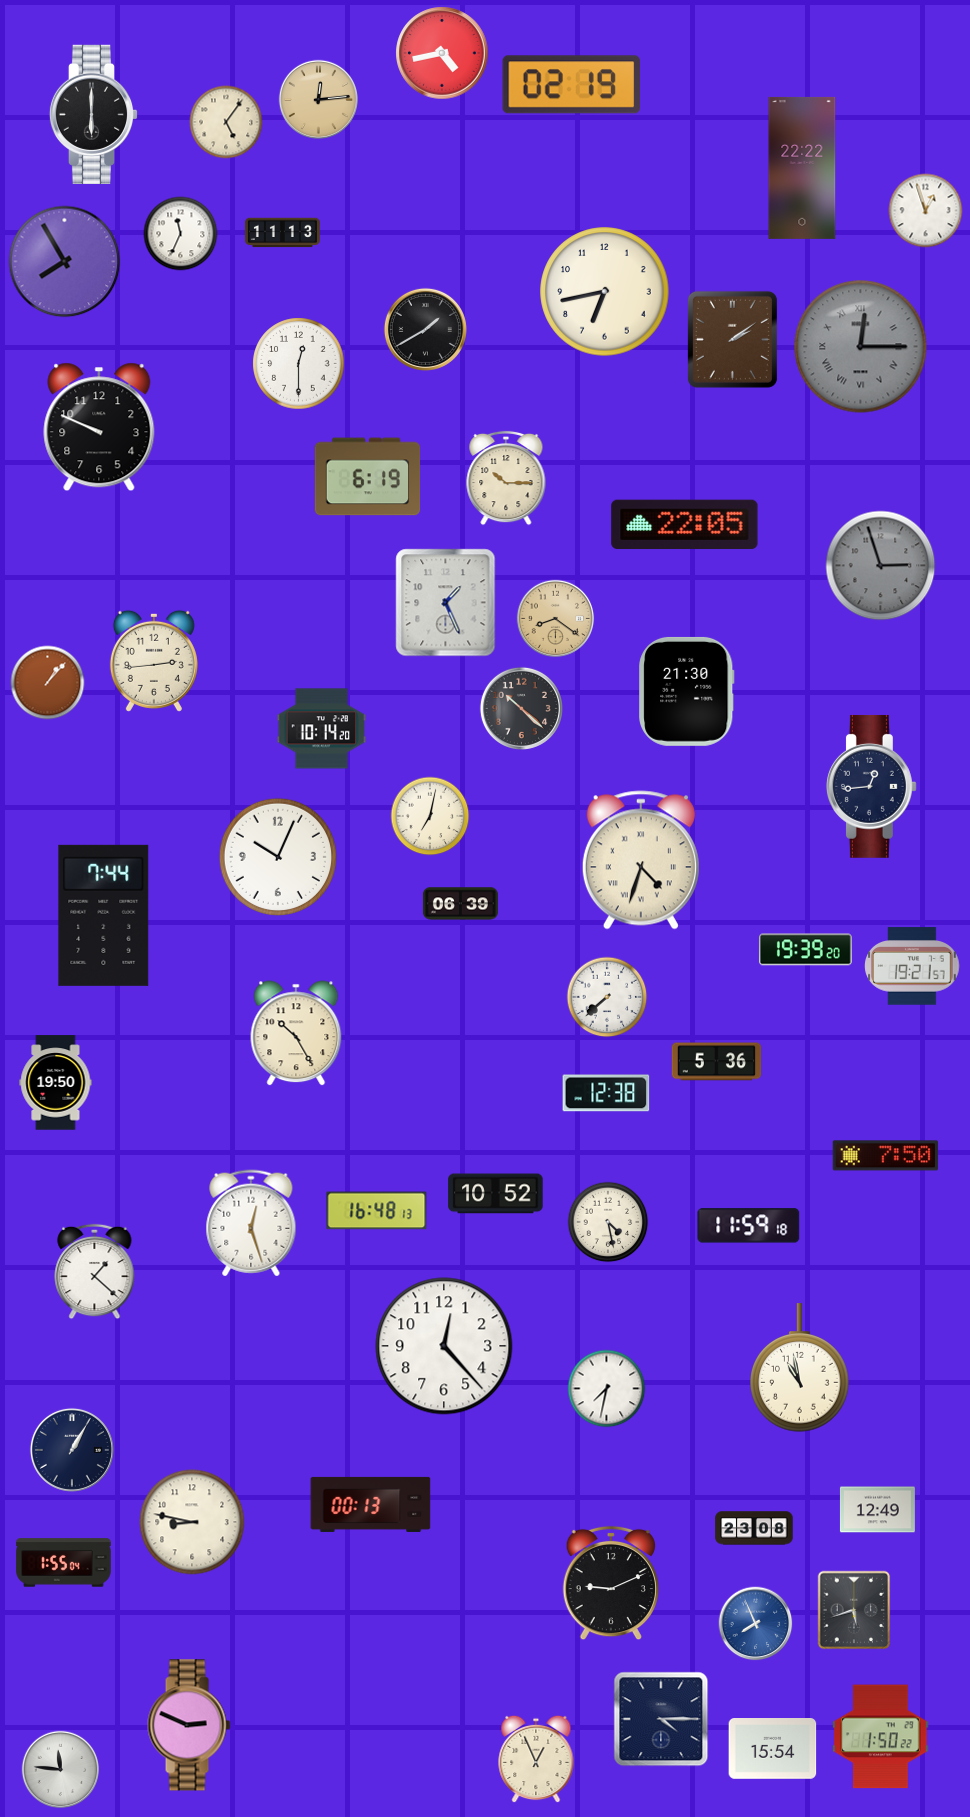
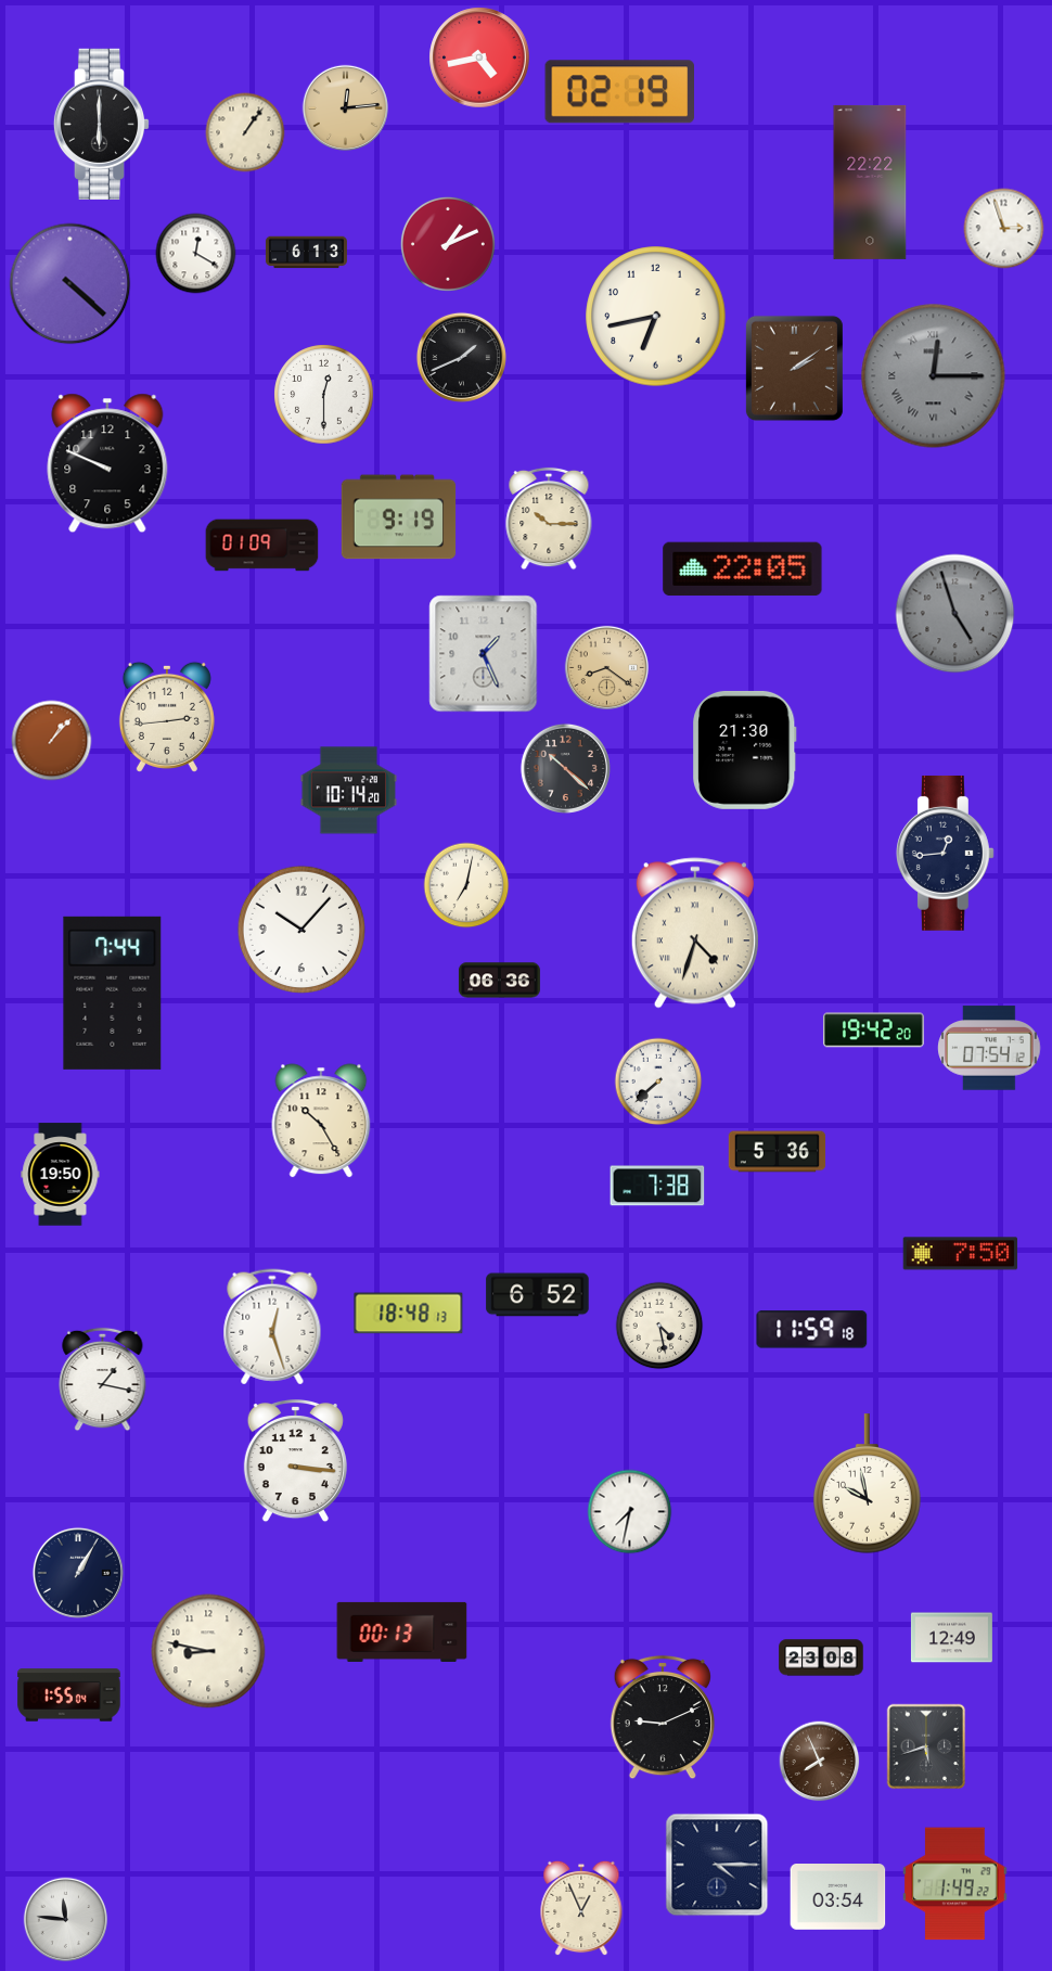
clock at (226, 122): 5:06 -> 1:06
clock at (926, 211): 12:57 -> 2:57
clock at (448, 244): none -> 1:11
clock at (282, 233): 11:13 -> 6:13
clock at (181, 234): 11:34 -> 12:20
clock at (65, 262): 7:55 -> 4:22
clock at (425, 329): 1:40 -> 1:41
clock at (368, 477): 6:19 -> 9:19
clock at (262, 546): none -> 01:09
clock at (881, 566): 2:57 -> 4:57
clock at (556, 619) position: (556, 619) -> (607, 668)
clock at (278, 857): 10:04 -> 10:07
clock at (460, 904): 06:39 -> 06:36
clock at (805, 950): 19:39 -> 19:42
clock at (912, 966): 19:21 -> 07:54
clock at (606, 1093): 12:38 -> 7:38
clock at (496, 1194): 10:52 -> 6:52
clock at (377, 1211): 16:48 -> 18:48
clock at (95, 1272): 1:22 -> 1:17
clock at (444, 1346): 12:23 -> none
clock at (295, 1461): none -> 3:16
clock at (800, 1368): 10:58 -> 9:58
clock at (607, 1389) position: (607, 1389) -> (630, 1512)
clock at (754, 1528) position: (754, 1528) -> (821, 1658)
clock at (756, 1624) dial: blue -> brown
clock at (189, 1725): 2:49 -> none
clock at (881, 1737): 1:50 -> 1:49
clock at (773, 1749): 15:54 -> 03:54
